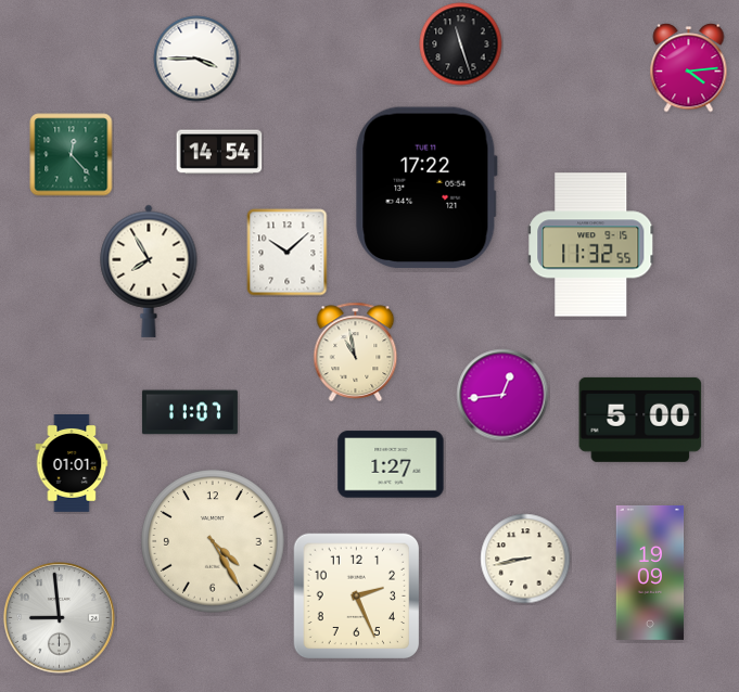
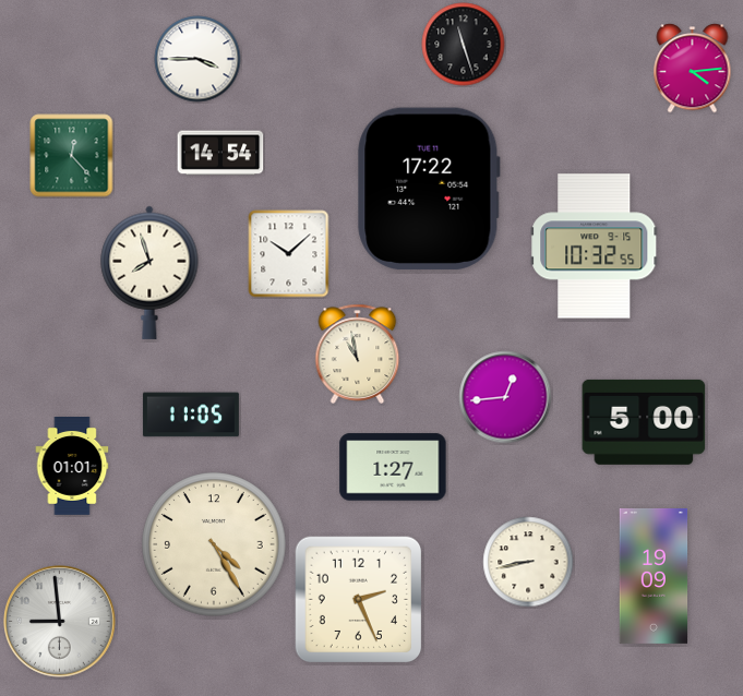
clock at (591, 245): 11:32 -> 10:32
clock at (149, 271): 7:55 -> 7:57
clock at (190, 412): 11:07 -> 11:05
